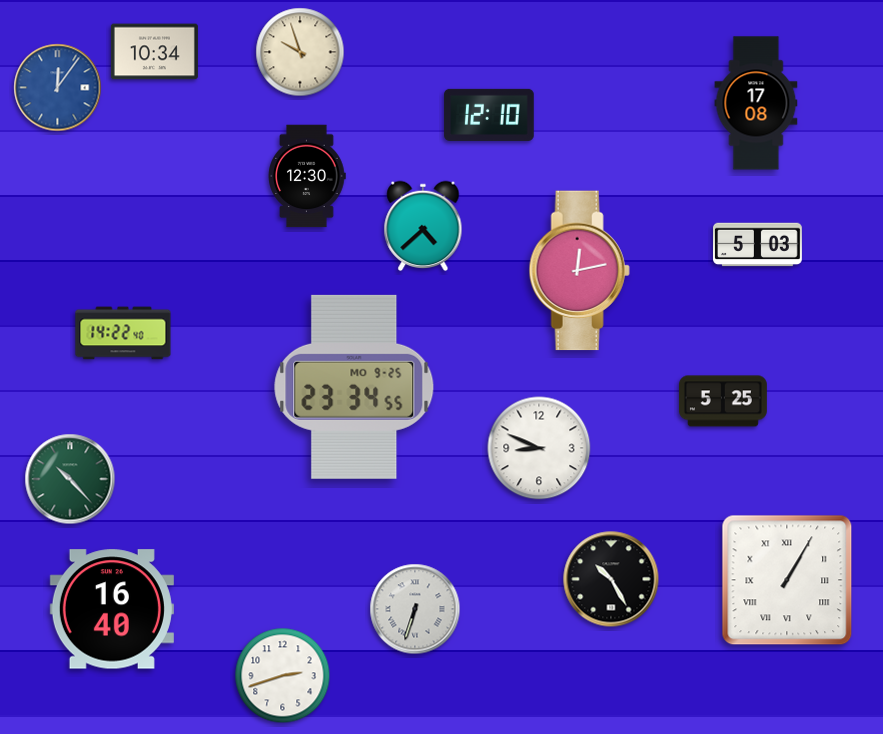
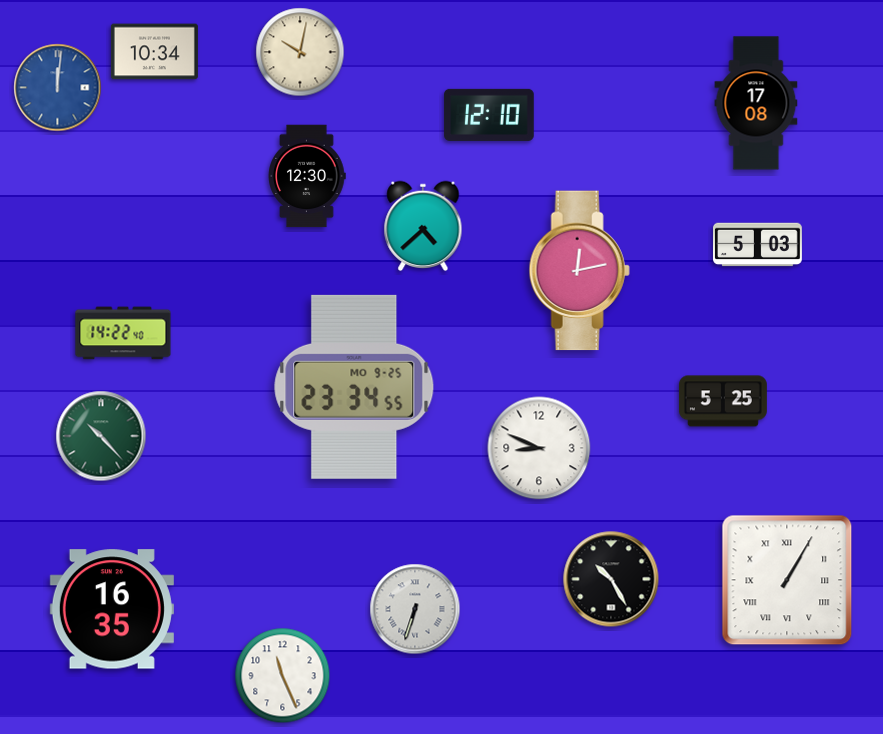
clock at (300, 52): 9:57 -> 10:02
clock at (58, 88): 12:06 -> 12:01
clock at (70, 479) position: (70, 479) -> (101, 436)
clock at (112, 609): 16:40 -> 16:35
clock at (283, 676): 2:42 -> 11:26
